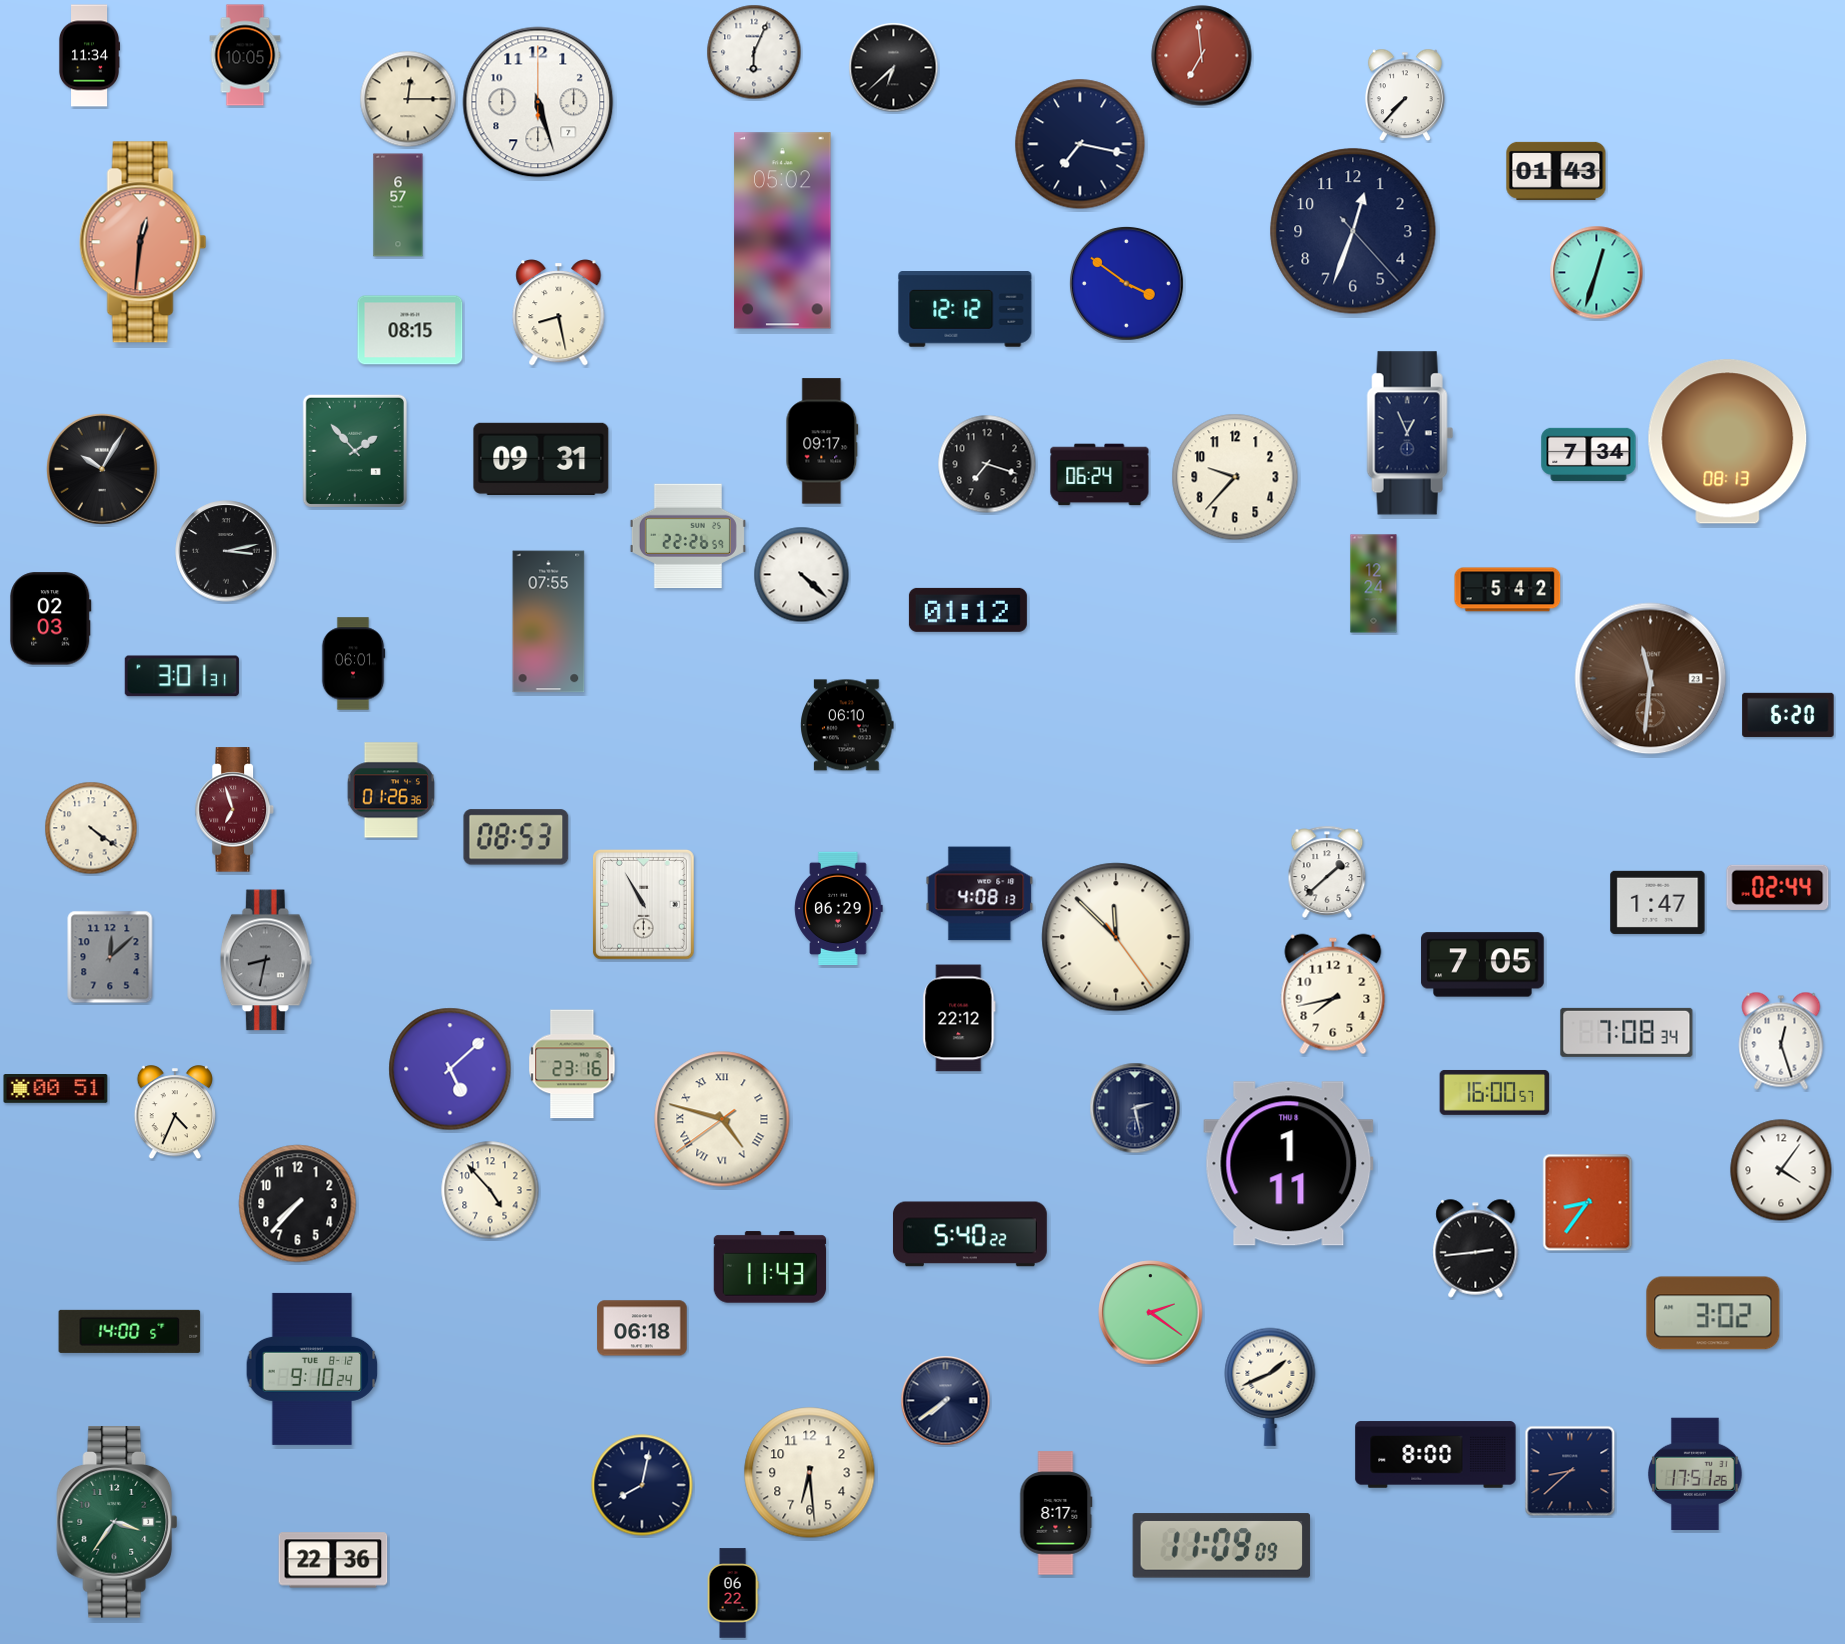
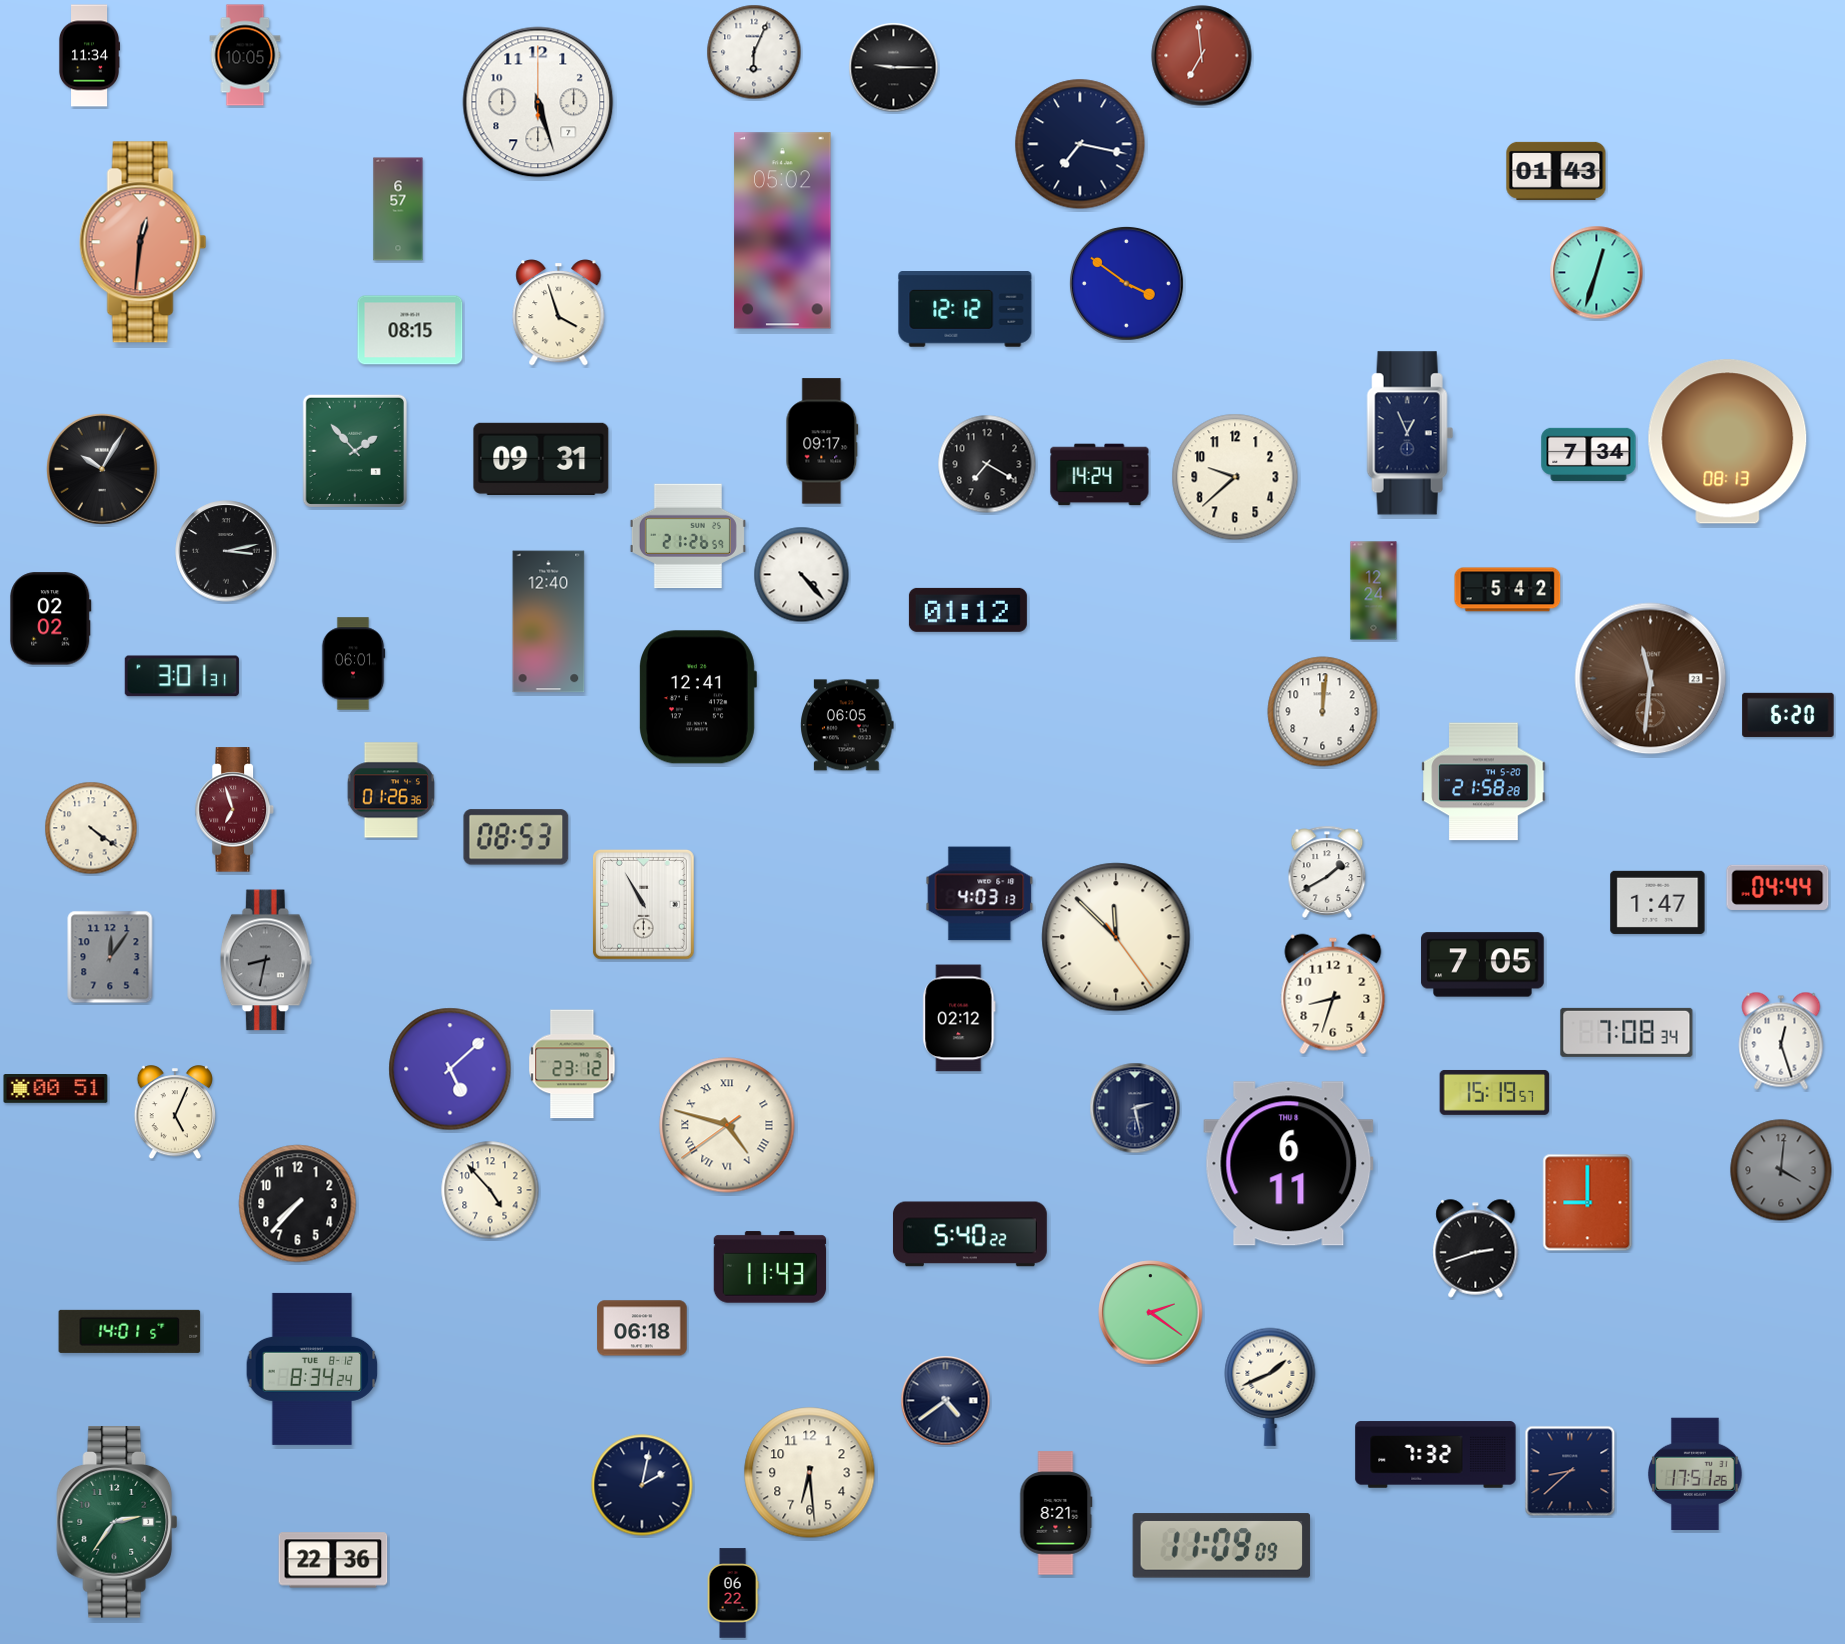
clock at (894, 68): 6:38 -> 9:15
clock at (1405, 95): 7:37 -> none
clock at (408, 99): 12:15 -> none
clock at (398, 205) position: (398, 205) -> (398, 209)
clock at (1353, 231): 12:33 -> none
clock at (559, 313): 8:28 -> 3:57
clock at (987, 464): 7:18 -> 7:20
clock at (1100, 475): 06:24 -> 14:24
clock at (1235, 477): 9:37 -> 9:38
clock at (688, 536): 22:26 -> 21:26
clock at (802, 575): 4:22 -> 4:23
clock at (1374, 584) position: (1374, 584) -> (1374, 591)
clock at (51, 619): 02:03 -> 02:02
clock at (549, 622): 07:55 -> 12:40
clock at (698, 697): none -> 12:41
clock at (1323, 712): none -> 12:01
clock at (847, 725): 06:10 -> 06:05
clock at (1484, 782): none -> 21:58
clock at (1327, 872): 1:38 -> 1:40
clock at (1778, 887): 02:44 -> 04:44
clock at (980, 894): 4:08 -> 4:03
clock at (839, 908): 06:29 -> none
clock at (110, 957): 12:08 -> 12:06
clock at (1333, 994): 7:43 -> 8:33
clock at (959, 1018): 22:12 -> 02:12
clock at (572, 1064): 23:16 -> 23:12
clock at (1495, 1092): 16:00 -> 15:19
clock at (174, 1113): 4:34 -> 5:04
clock at (722, 1119) position: (722, 1119) -> (727, 1125)
clock at (1289, 1164): 1:11 -> 6:11
clock at (1781, 1170): 4:06 -> 4:01
clock at (1781, 1170) dial: white -> grey
clock at (1588, 1203): 8:36 -> 9:00
clock at (1476, 1249): 2:44 -> 2:42
clock at (1713, 1313): 3:02 -> none
clock at (130, 1331): 14:00 -> 14:01
clock at (312, 1369): 9:10 -> 8:34
clock at (946, 1401): 7:39 -> 4:39
clock at (1436, 1455): 8:00 -> 7:32
clock at (642, 1485): 8:02 -> 2:02
clock at (1056, 1513): 8:17 -> 8:21
clock at (117, 1522): 3:36 -> 2:36
